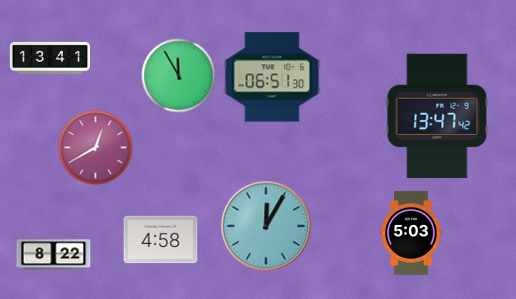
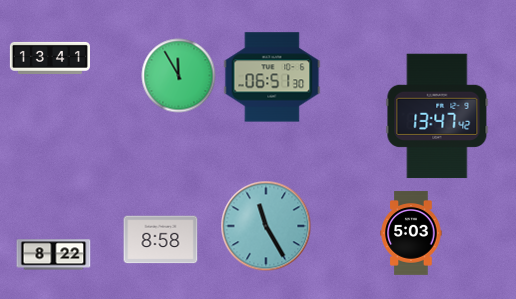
clock at (96, 148): 12:40 -> none
clock at (266, 226): 12:05 -> 11:25
clock at (161, 240): 4:58 -> 8:58
